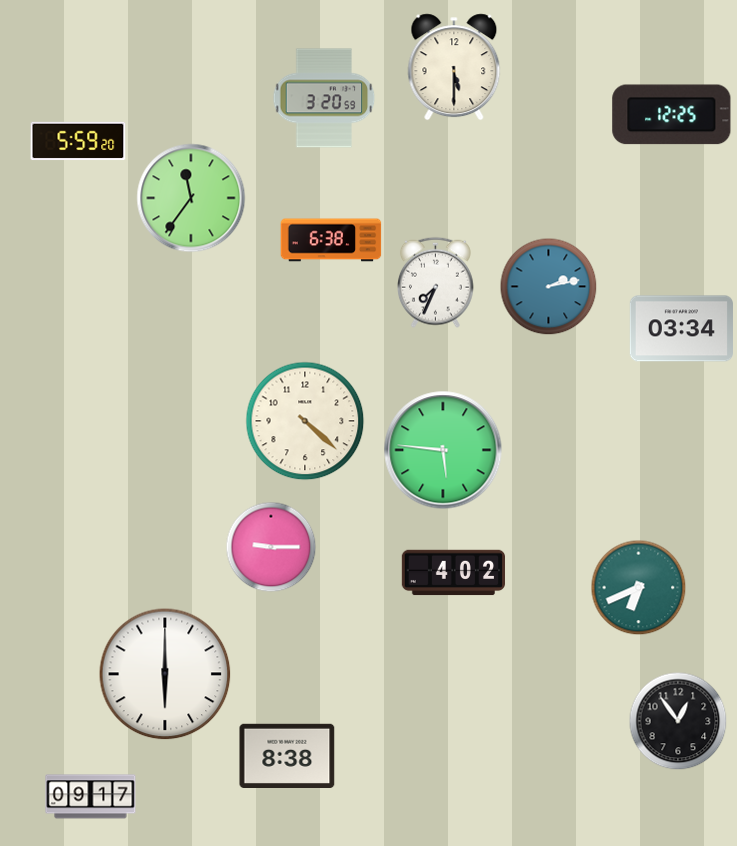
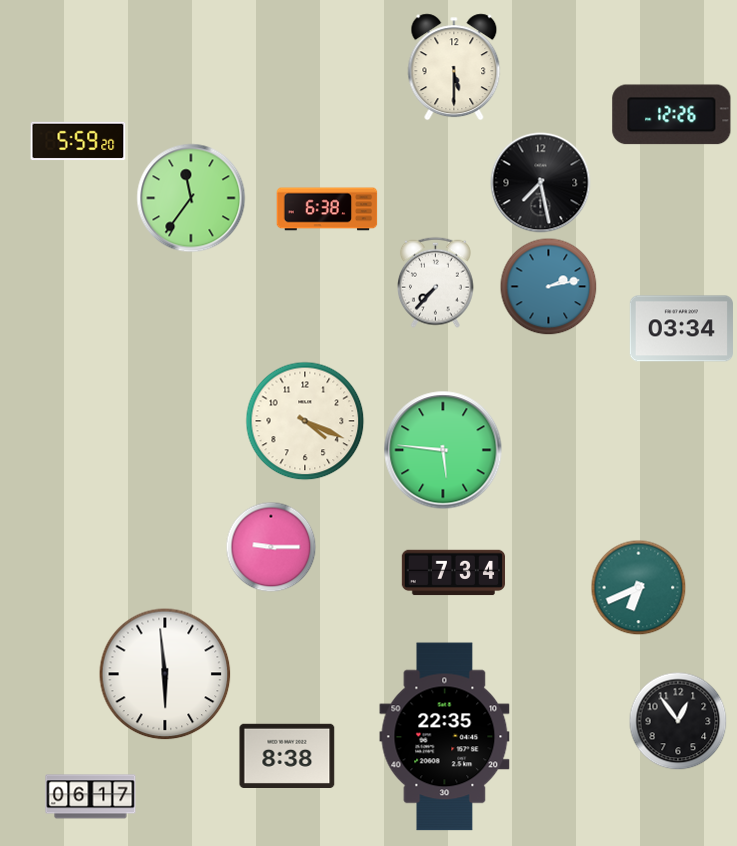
clock at (324, 98): 3:20 -> none
clock at (672, 115): 12:25 -> 12:26
clock at (541, 183): none -> 7:28
clock at (331, 240) position: (331, 240) -> (327, 209)
clock at (436, 282): 7:34 -> 7:37
clock at (305, 421): 4:22 -> 4:19
clock at (453, 573): 4:02 -> 7:34
clock at (165, 674): 6:00 -> 5:59
clock at (445, 737): none -> 22:35
clock at (91, 797): 09:17 -> 06:17
